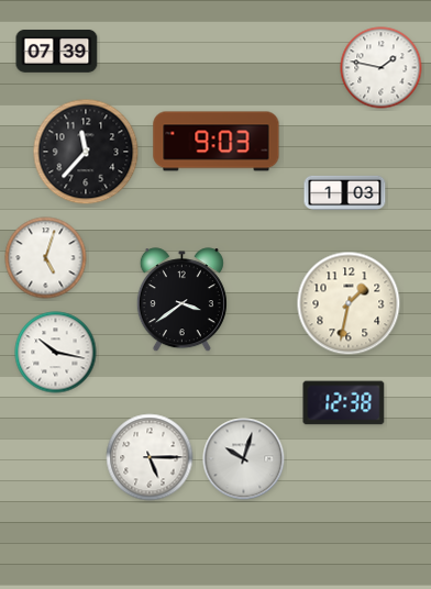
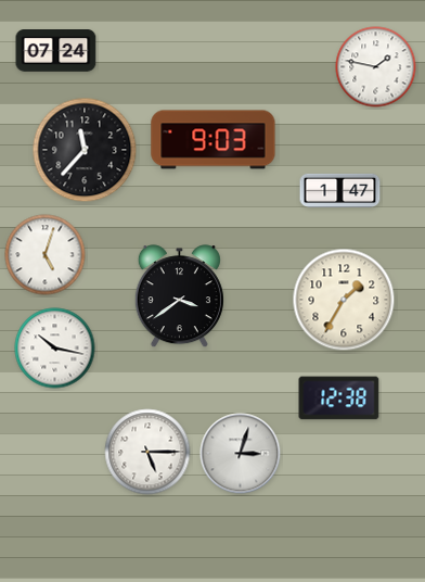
clock at (57, 52): 07:39 -> 07:24
clock at (345, 192): 1:03 -> 1:47
clock at (349, 303): 1:32 -> 1:35
clock at (244, 459): 10:03 -> 3:03
